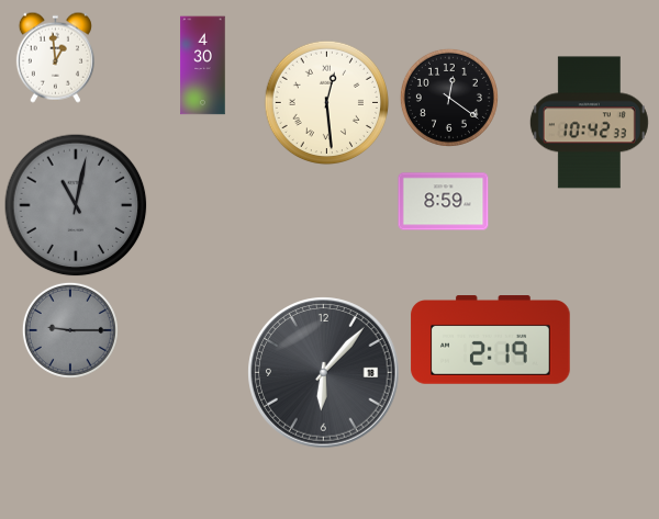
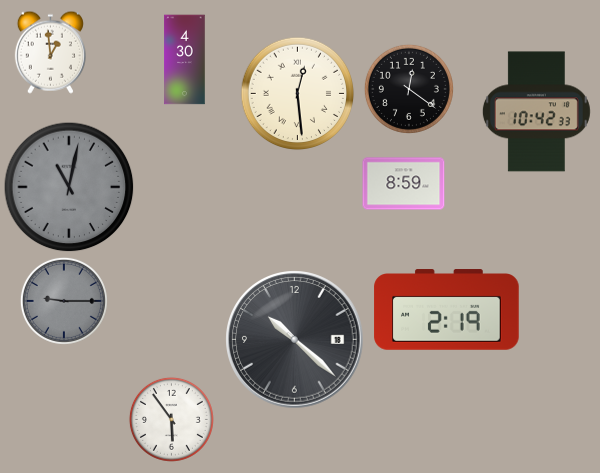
clock at (324, 373): 6:07 -> 10:22
clock at (171, 419): none -> 5:54
